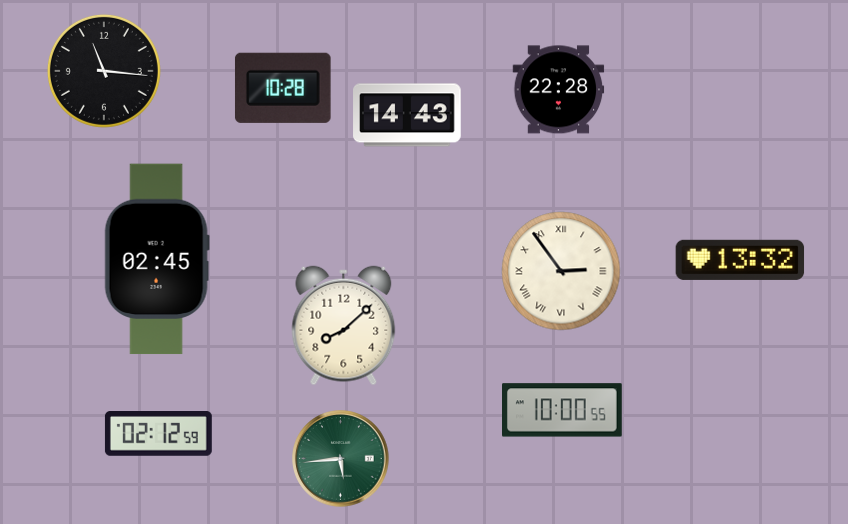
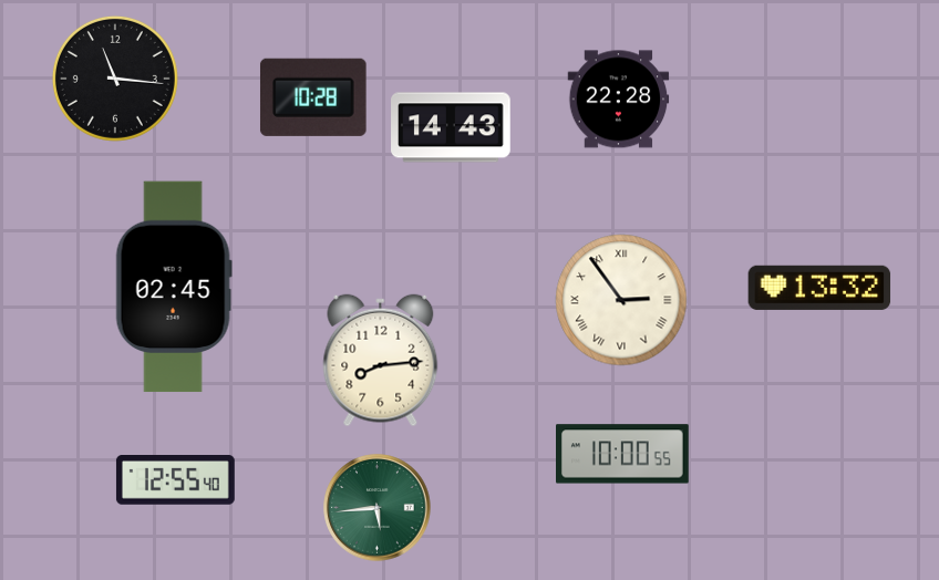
clock at (344, 326): 8:08 -> 8:14
clock at (158, 434): 02:12 -> 12:55
